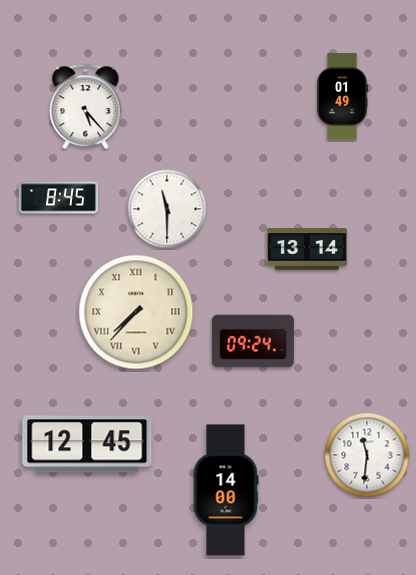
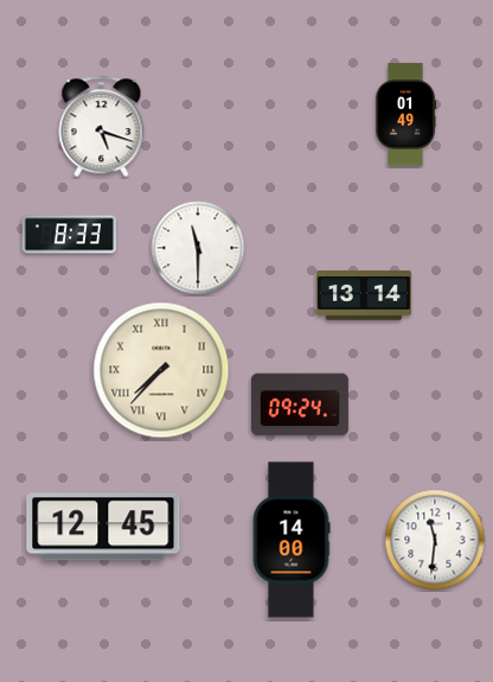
clock at (86, 107): 5:23 -> 5:18
clock at (58, 198): 8:45 -> 8:33
clock at (226, 490) position: (226, 490) -> (292, 540)
